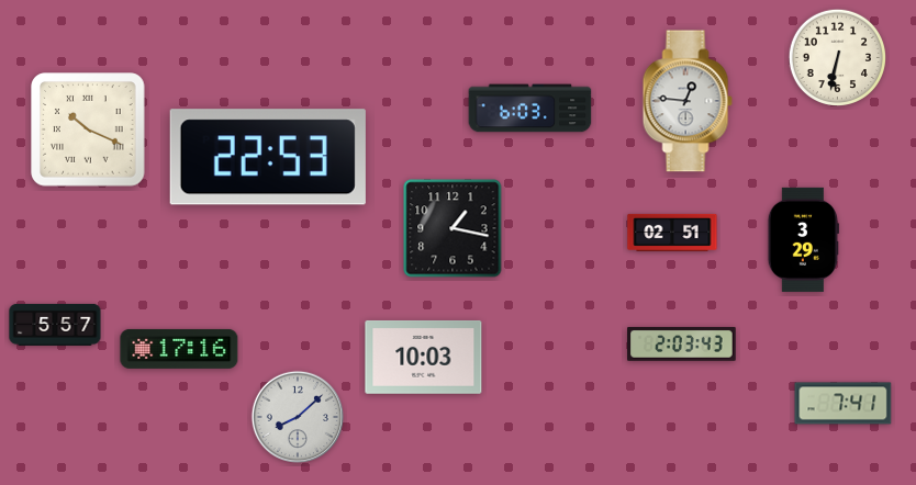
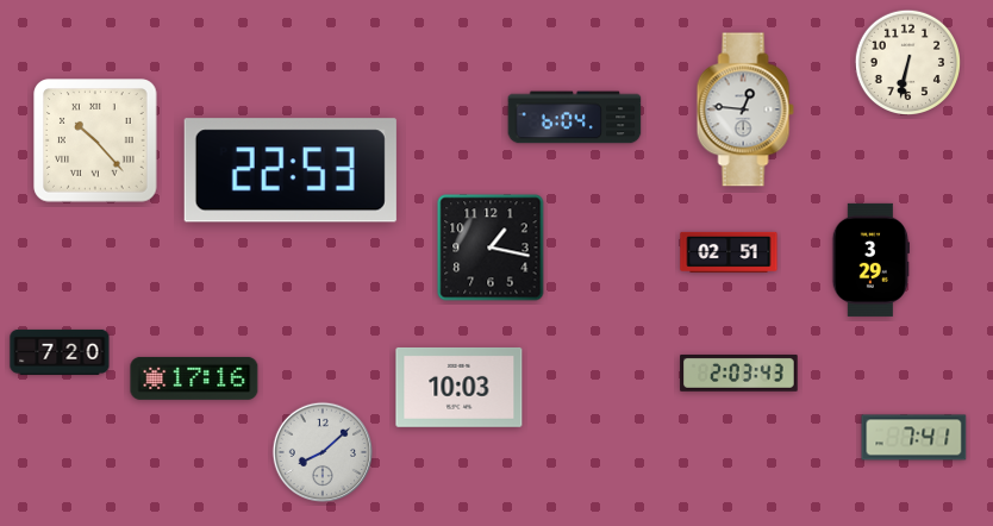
clock at (530, 109): 6:03 -> 6:04
clock at (88, 129): 10:19 -> 10:23
clock at (55, 325): 5:57 -> 7:20
